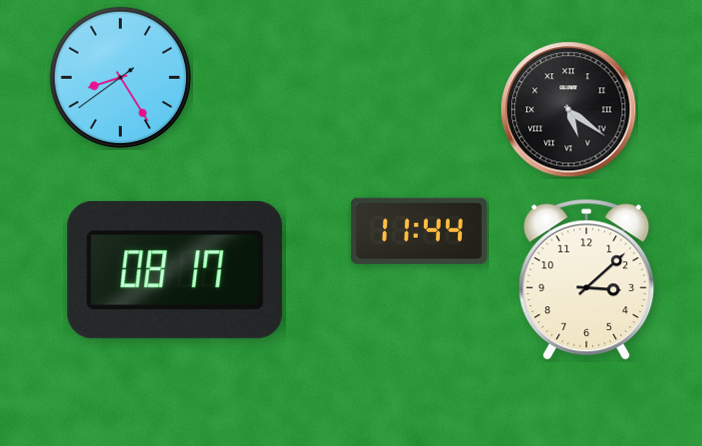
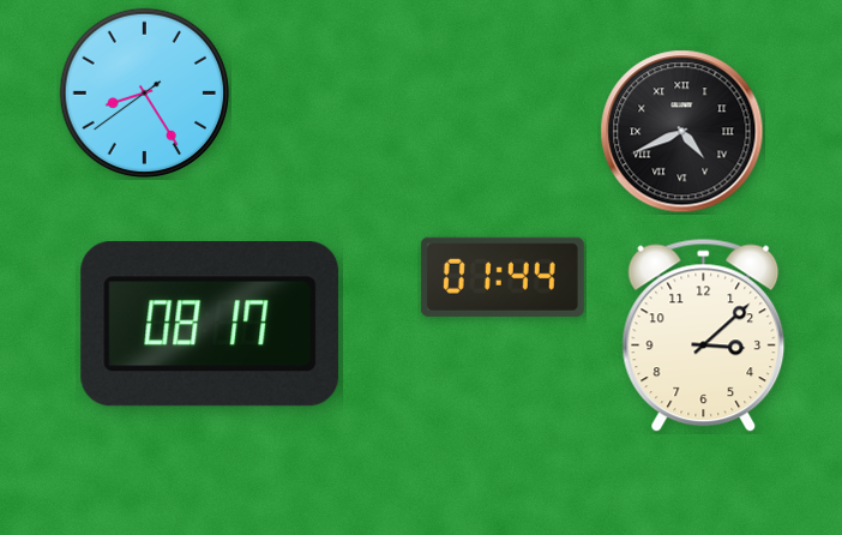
clock at (569, 110): 5:21 -> 4:41
clock at (419, 231): 11:44 -> 01:44
